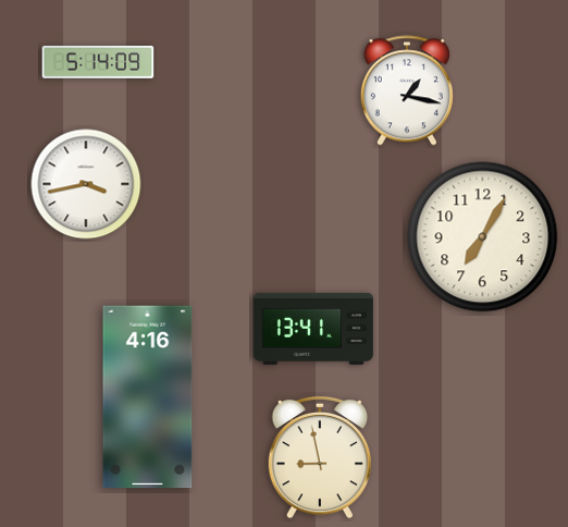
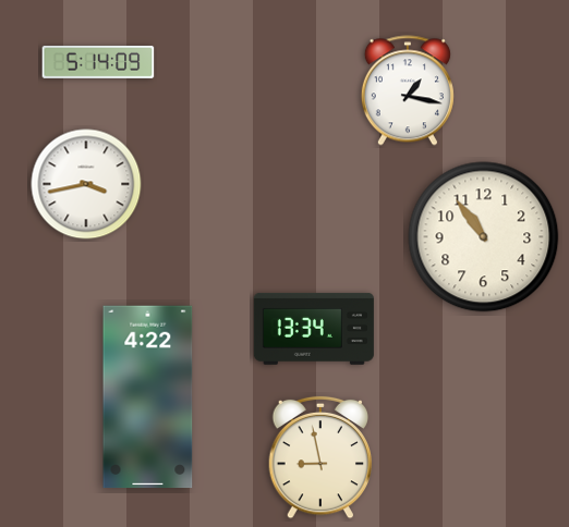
clock at (483, 237): 7:05 -> 10:54
clock at (313, 329): 13:41 -> 13:34
clock at (148, 397): 4:16 -> 4:22
